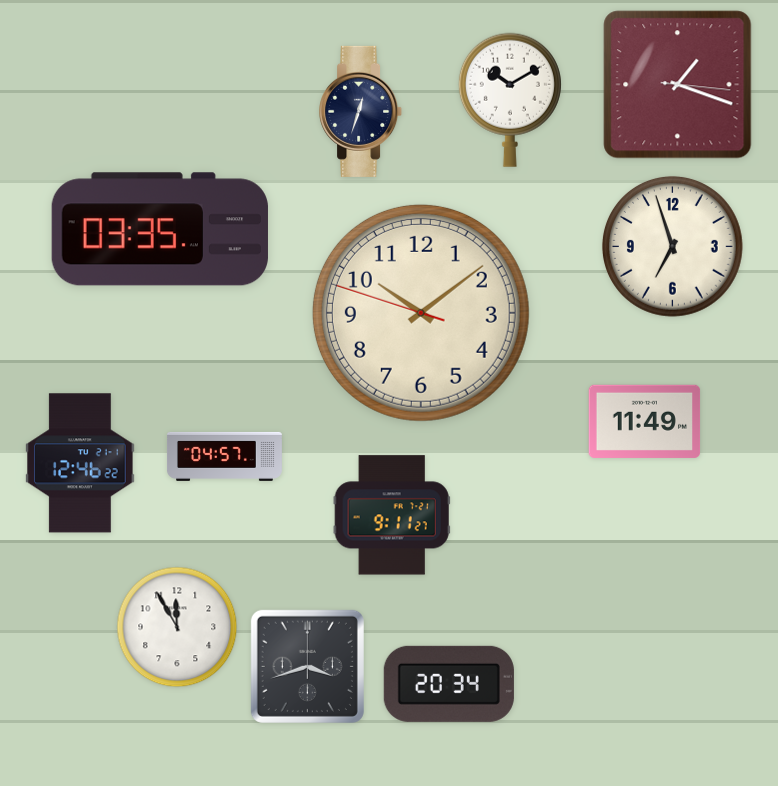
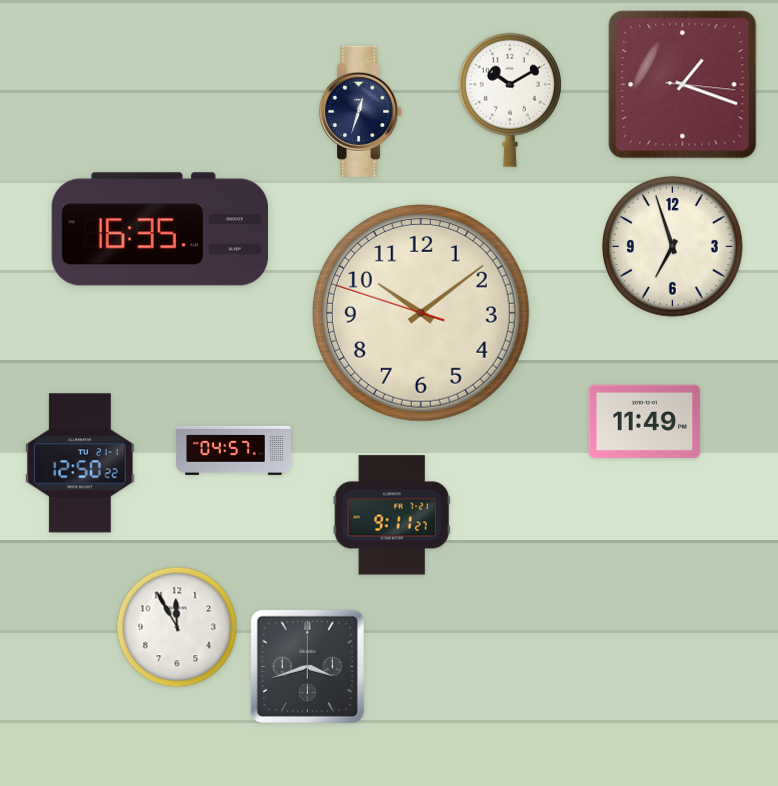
clock at (678, 85) position: (678, 85) -> (683, 85)
clock at (160, 229): 03:35 -> 16:35
clock at (225, 456) position: (225, 456) -> (234, 450)
clock at (80, 463): 12:46 -> 12:50
clock at (449, 684): 20:34 -> none
